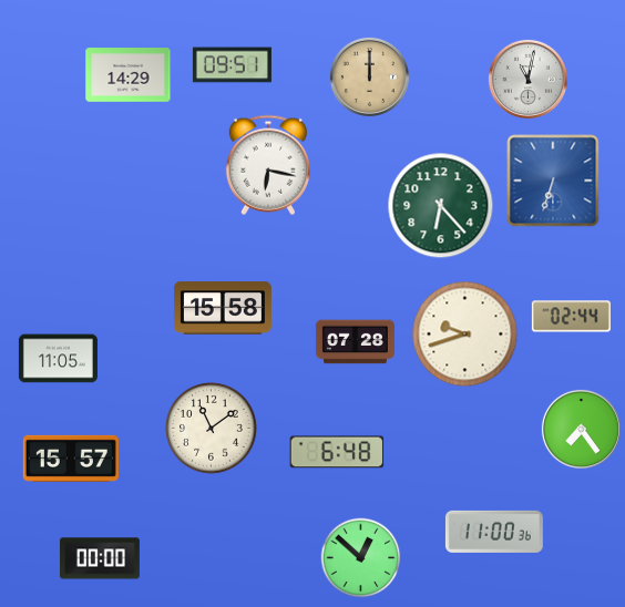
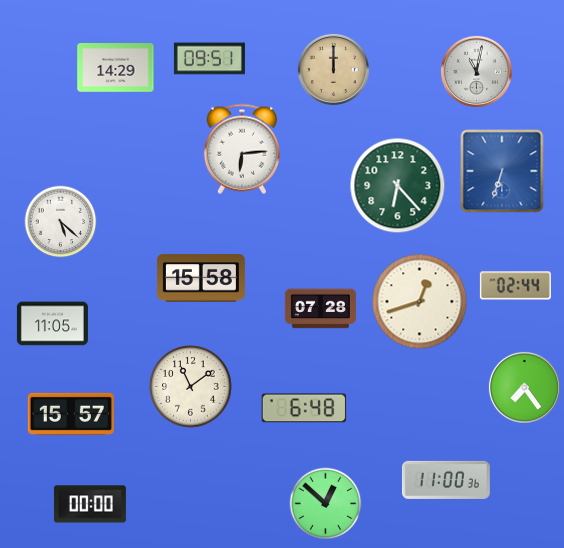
clock at (268, 165): 6:17 -> 6:14
clock at (553, 181) position: (553, 181) -> (502, 171)
clock at (61, 222): none -> 5:22
clock at (465, 335): 9:42 -> 12:42
clock at (71, 459) position: (71, 459) -> (71, 414)
